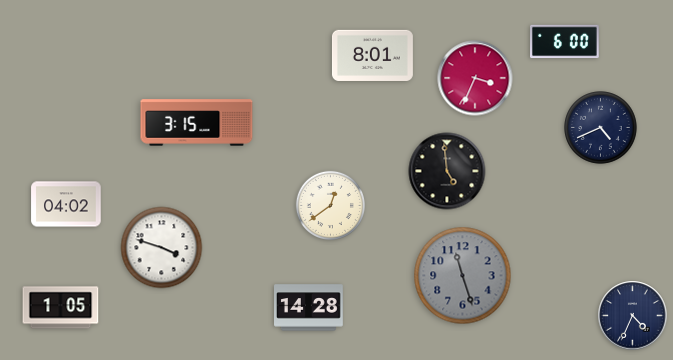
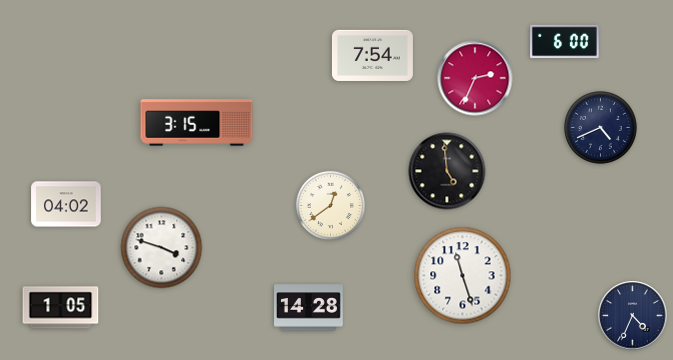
clock at (372, 55): 8:01 -> 7:54
clock at (475, 78): 3:34 -> 2:34
clock at (463, 276) dial: grey -> white
